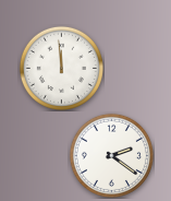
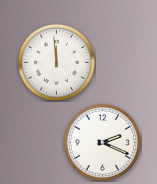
clock at (111, 155): 2:21 -> 2:19
